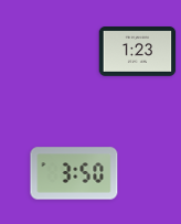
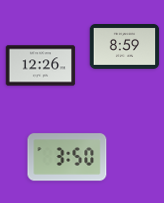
clock at (138, 52): 1:23 -> 8:59
clock at (41, 66): none -> 12:26
